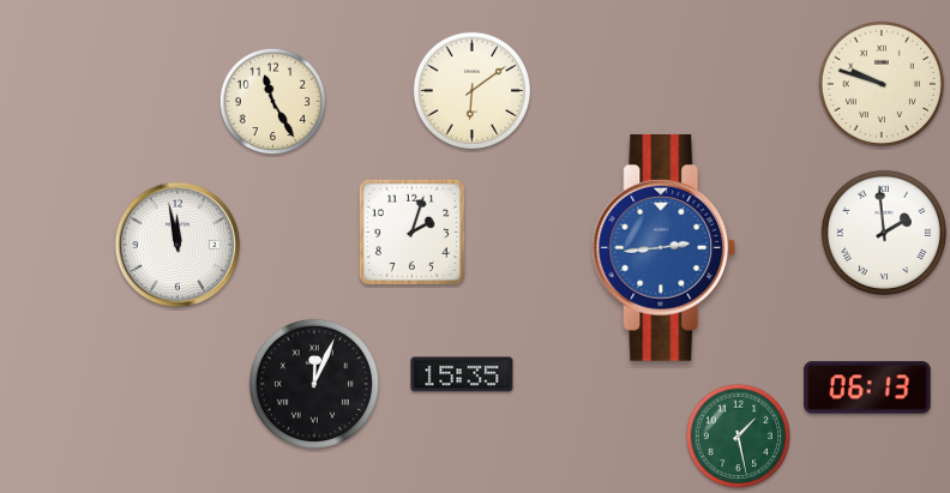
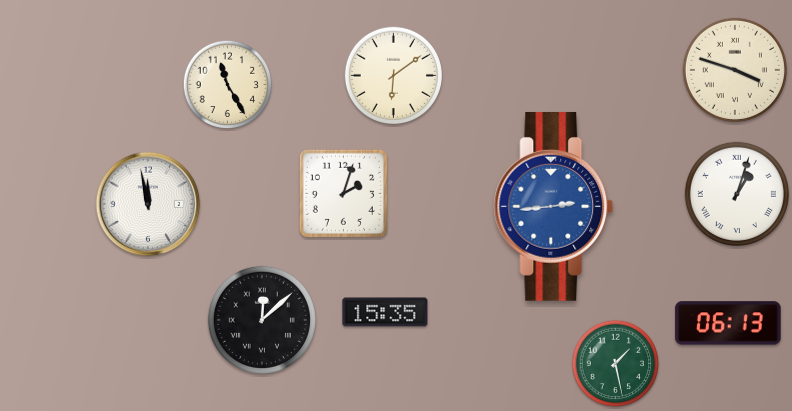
clock at (882, 84): 9:48 -> 3:48
clock at (884, 233): 1:59 -> 1:03
clock at (314, 384): 12:04 -> 12:08
clock at (867, 387) position: (867, 387) -> (728, 323)
